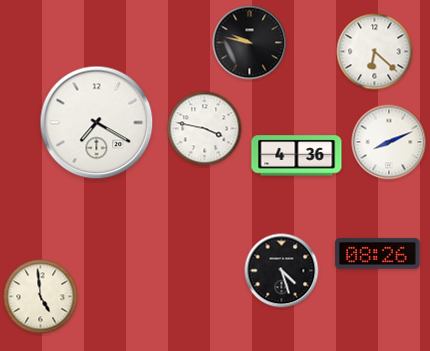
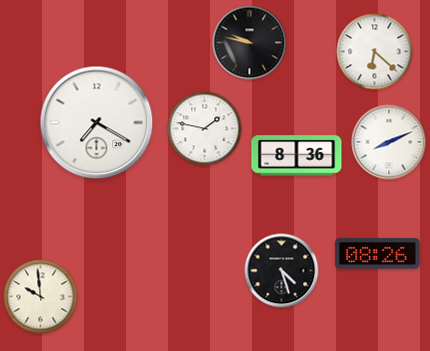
clock at (205, 129): 3:47 -> 1:47
clock at (297, 156): 4:36 -> 8:36
clock at (41, 297): 4:59 -> 9:59
